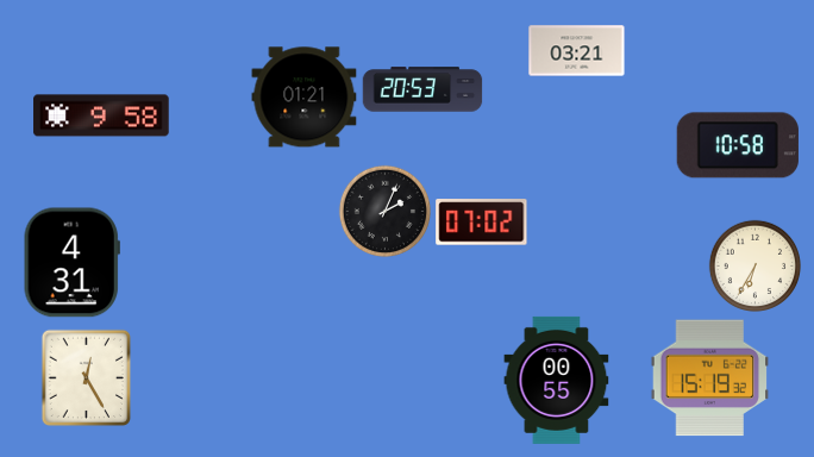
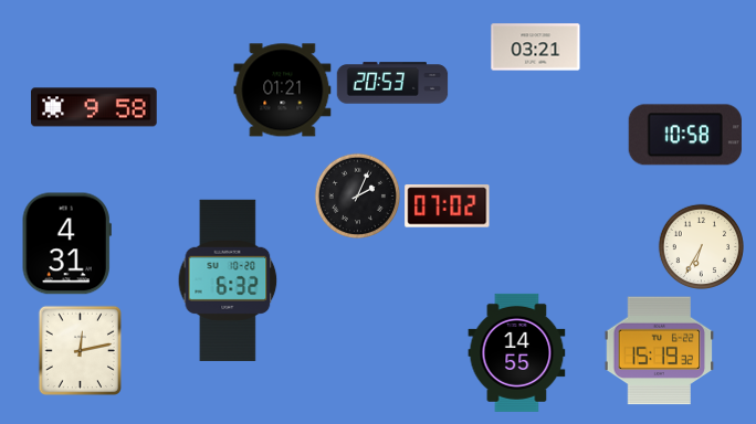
clock at (228, 280): none -> 6:32
clock at (86, 377): 12:25 -> 12:13
clock at (557, 380): 00:55 -> 14:55
